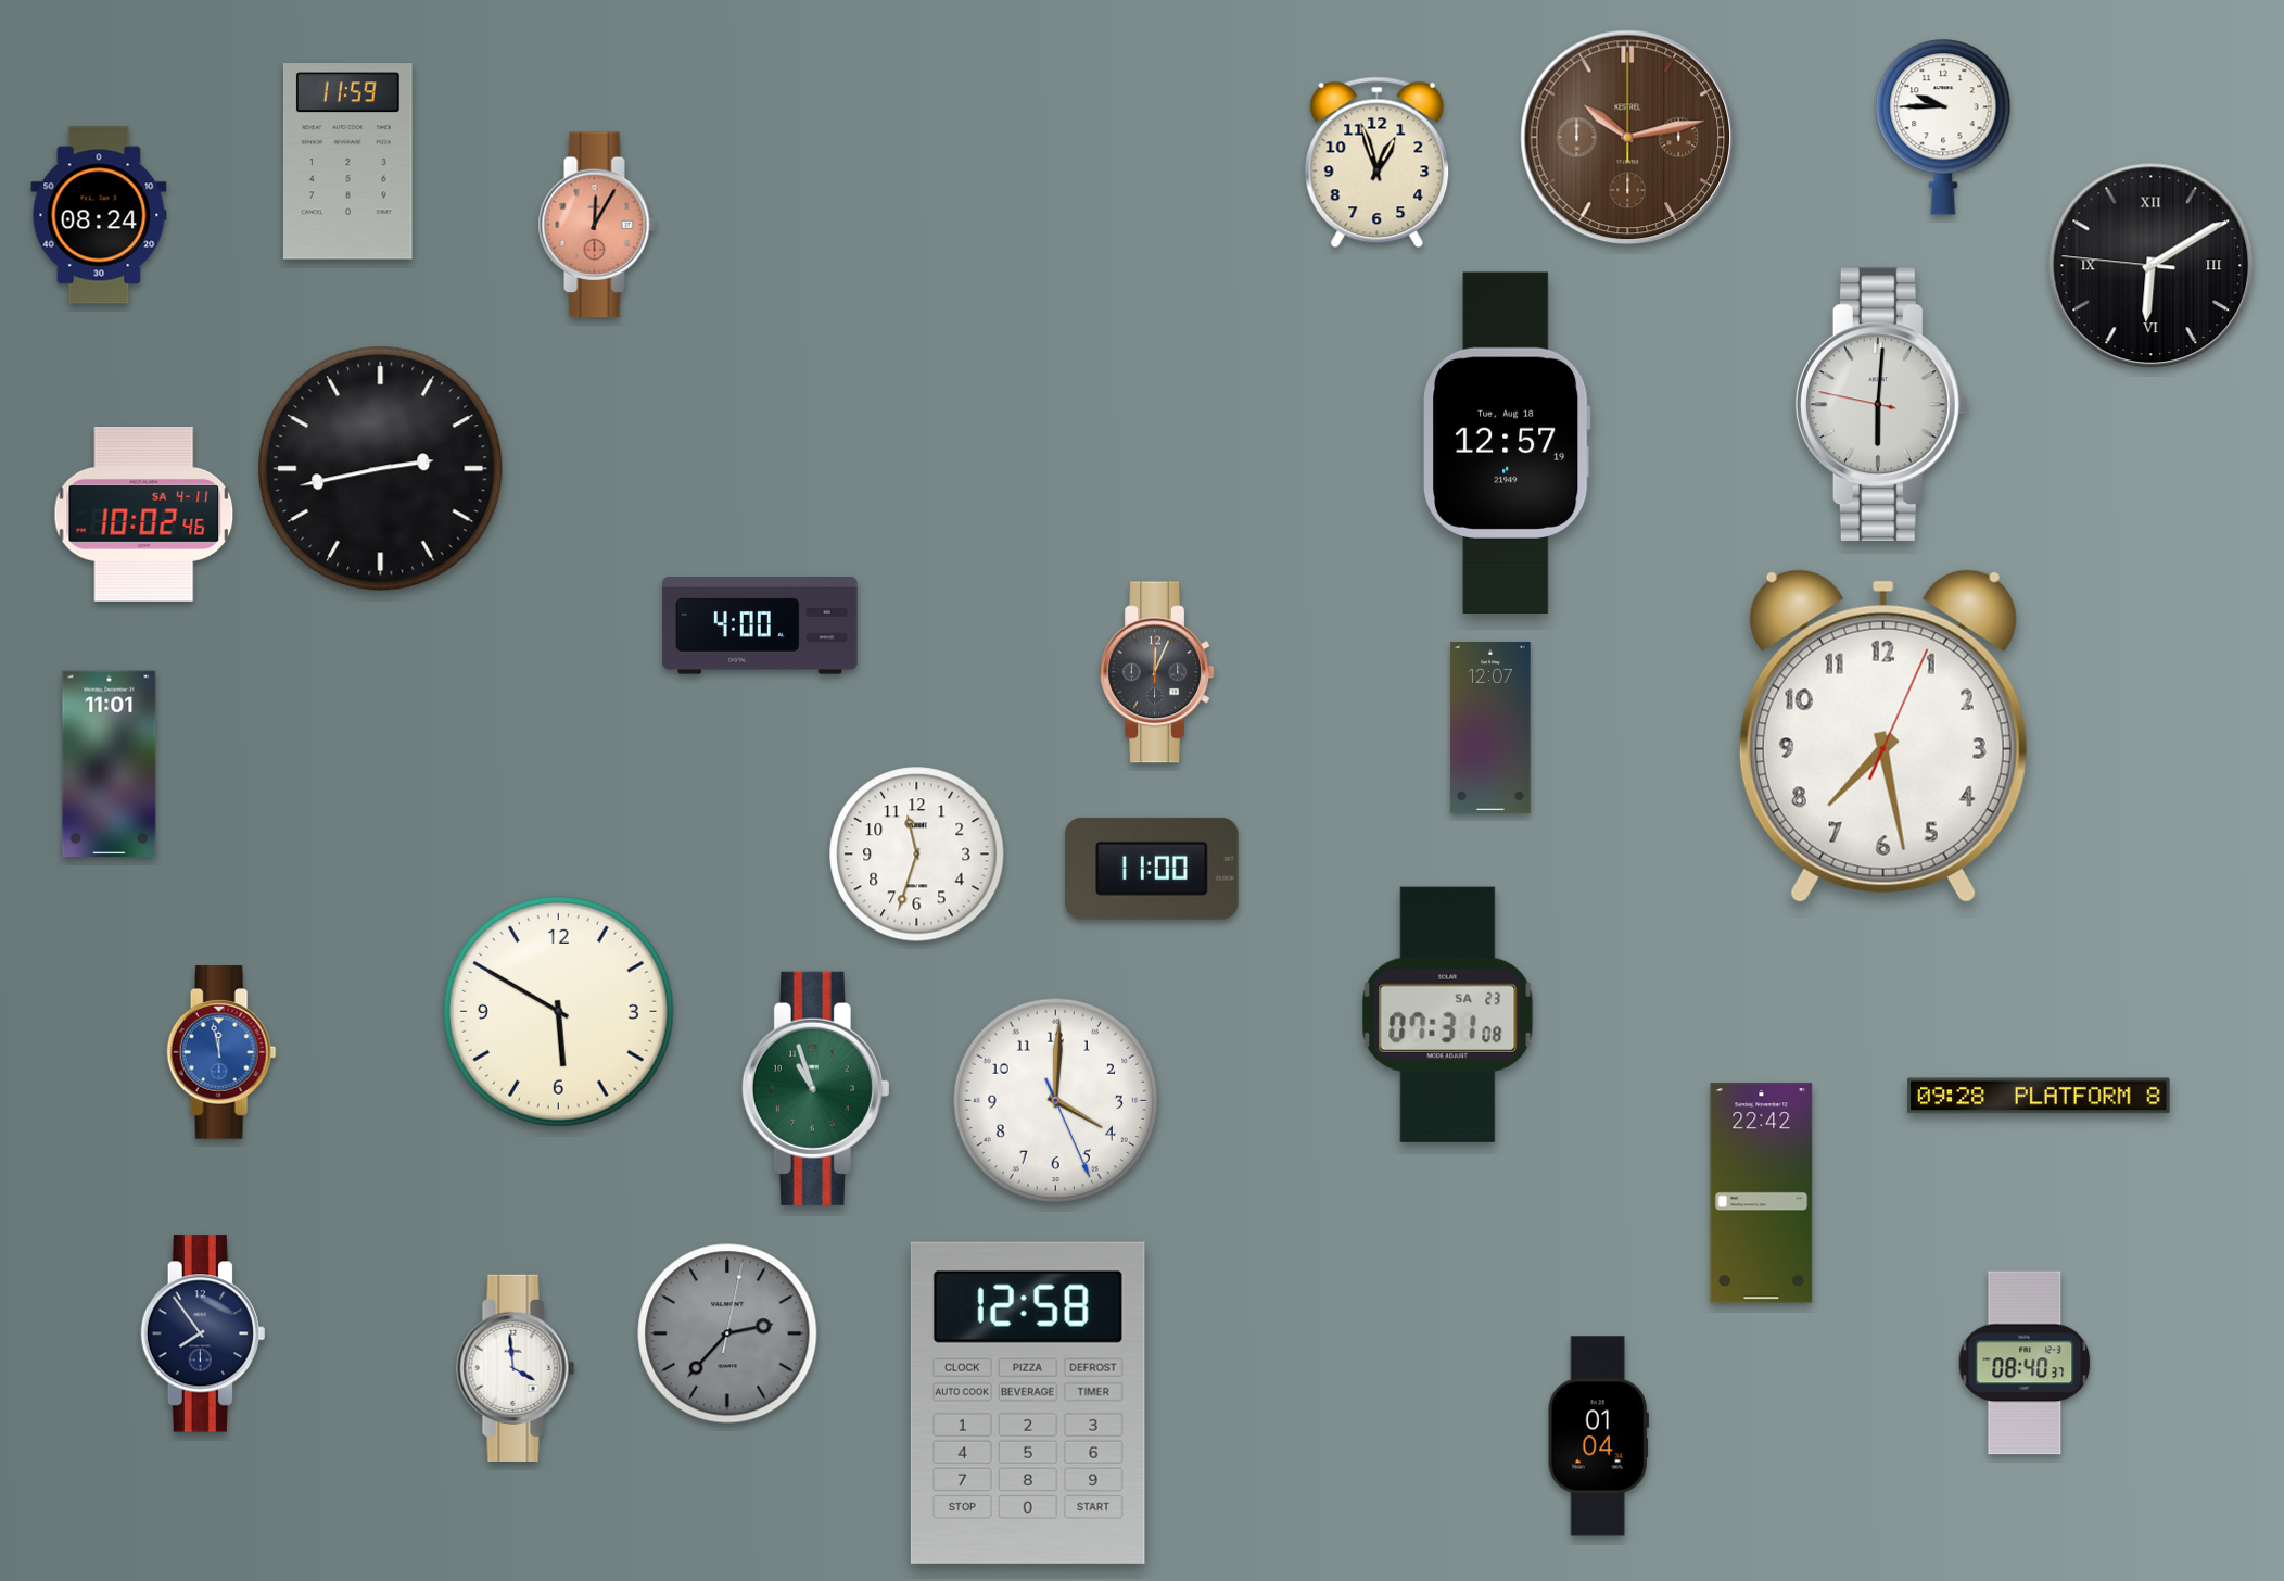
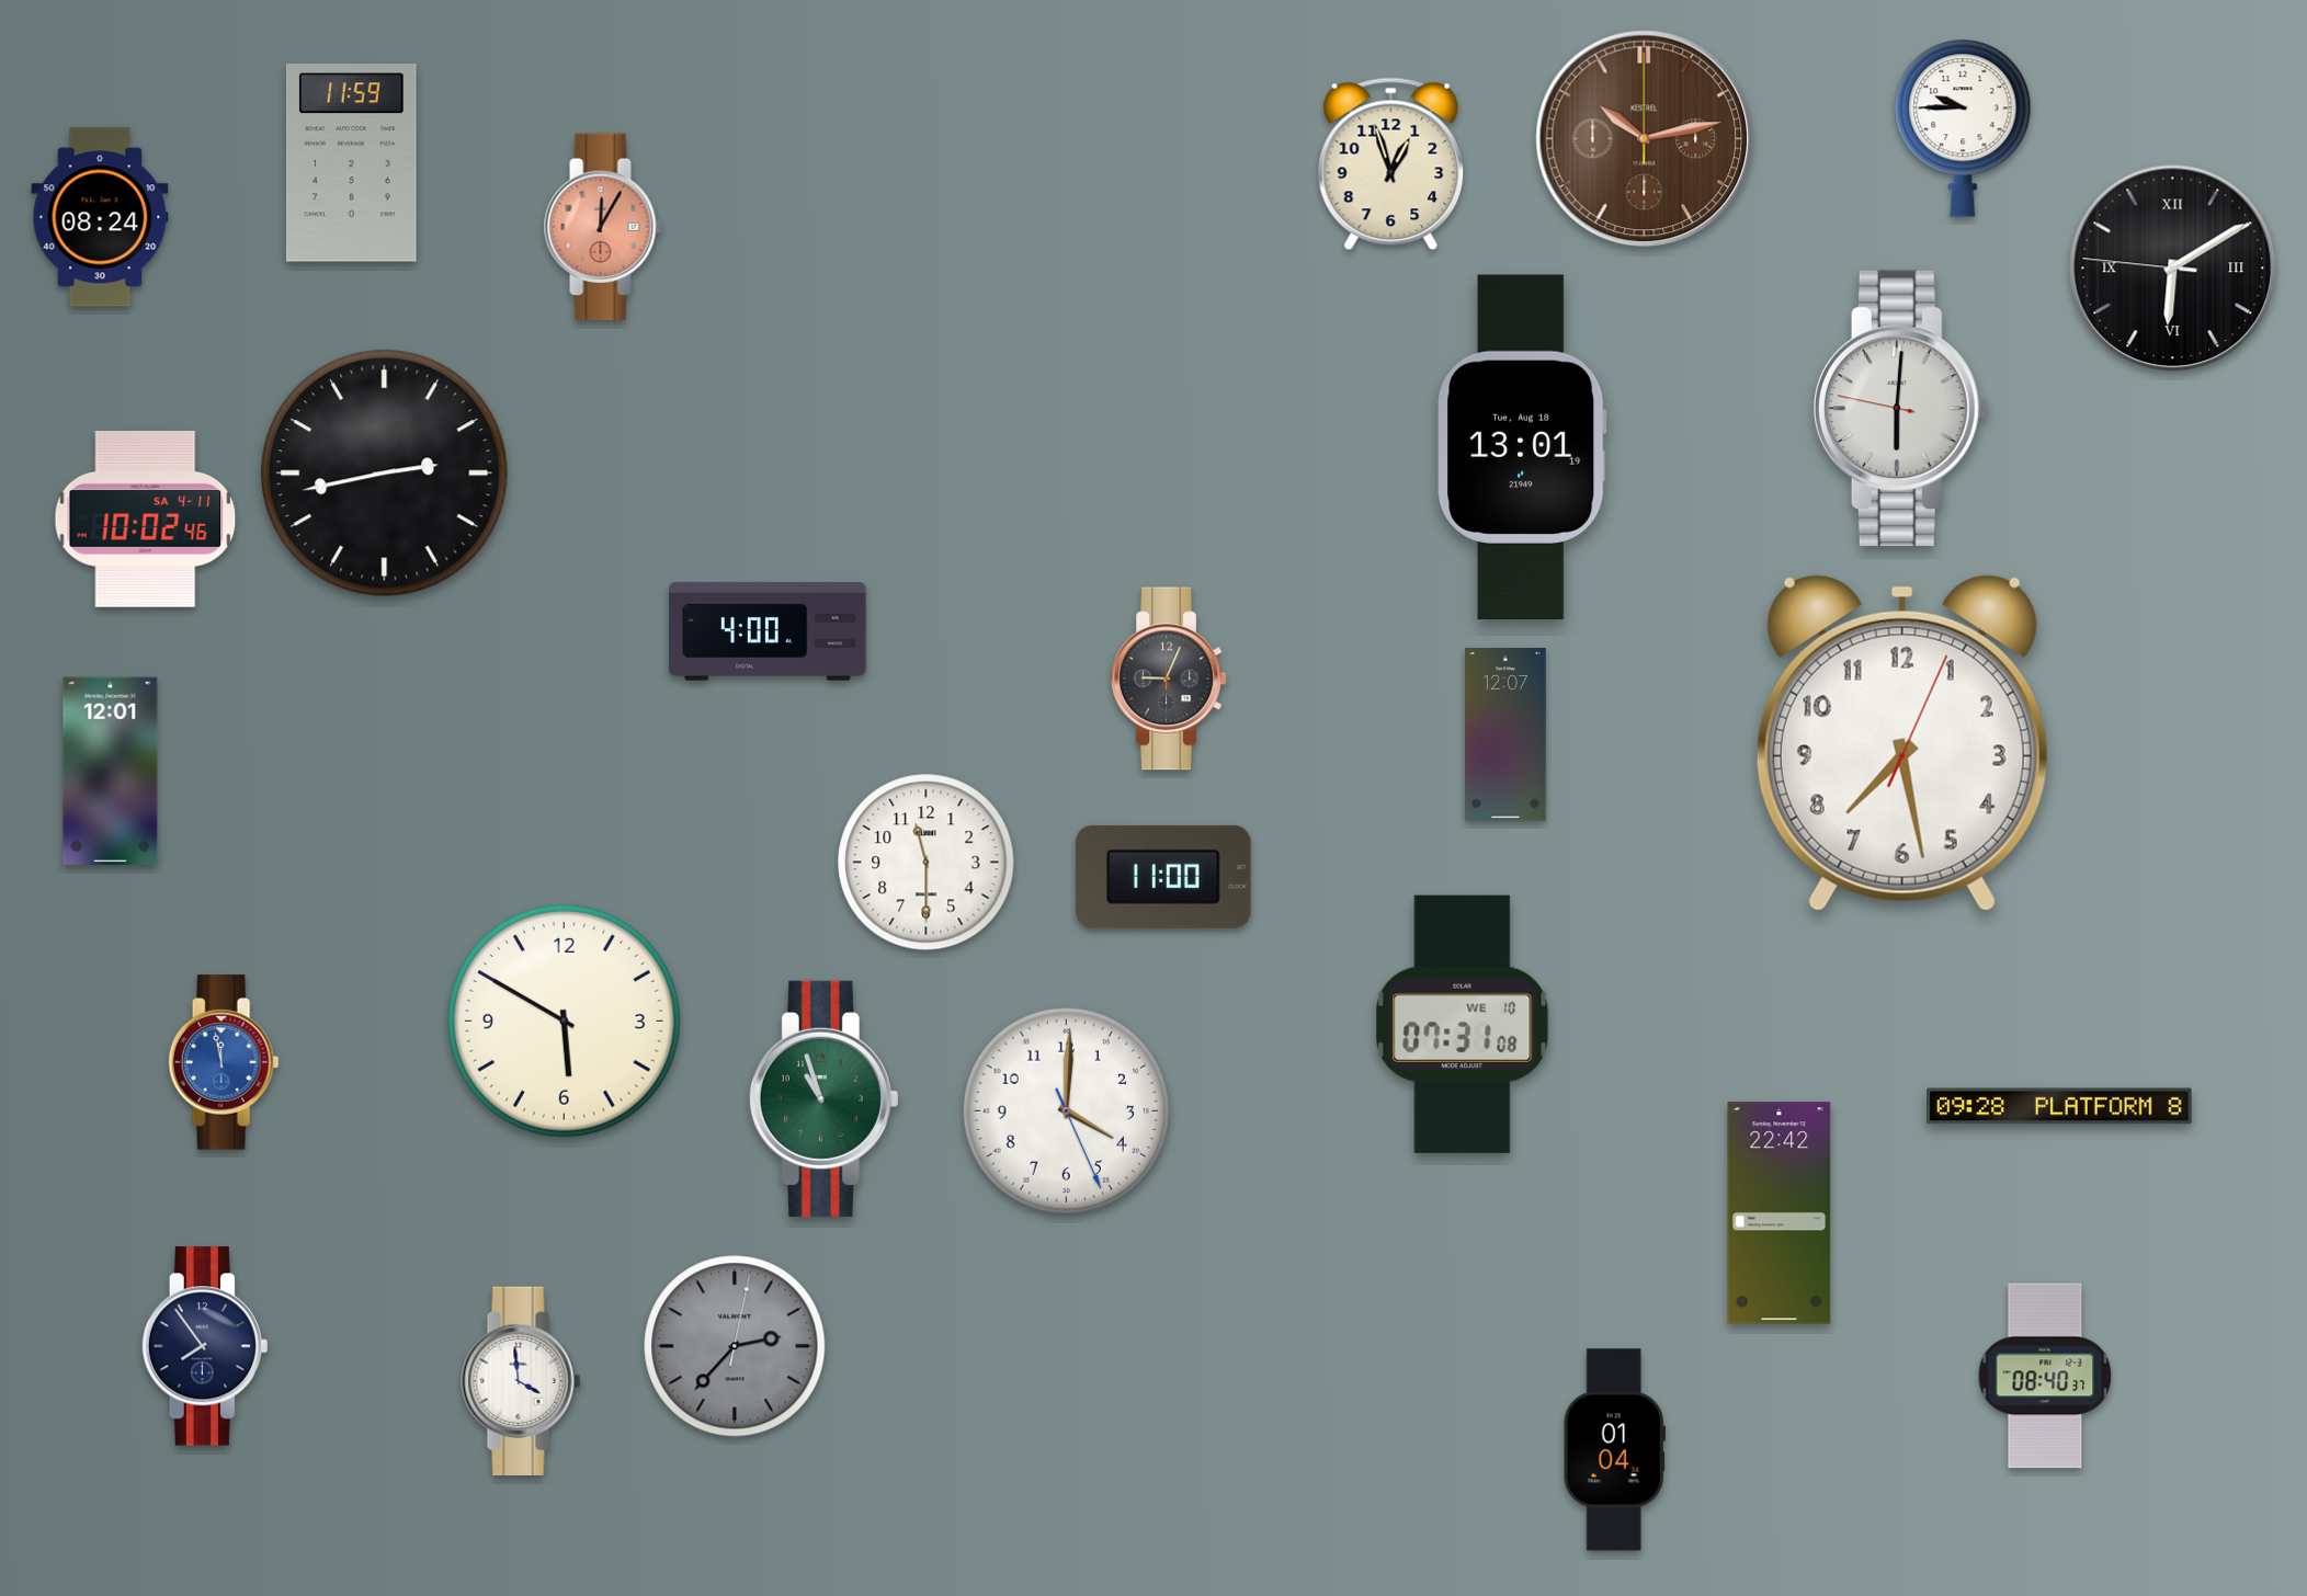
clock at (1508, 443): 12:57 -> 13:01
clock at (1157, 672): 12:04 -> 9:04
clock at (110, 764): 11:01 -> 12:01
clock at (917, 855): 11:33 -> 11:30
clock at (1448, 1014) date: SA 23 -> WE 10
clock at (1762, 1193) position: (1762, 1193) -> (1780, 1213)
clock at (1028, 1403): 12:58 -> none
